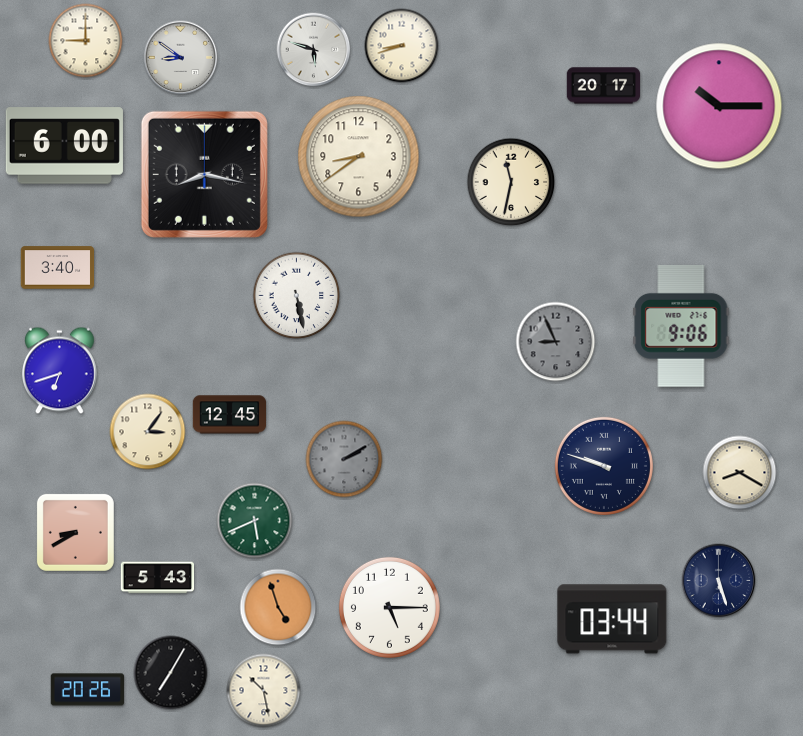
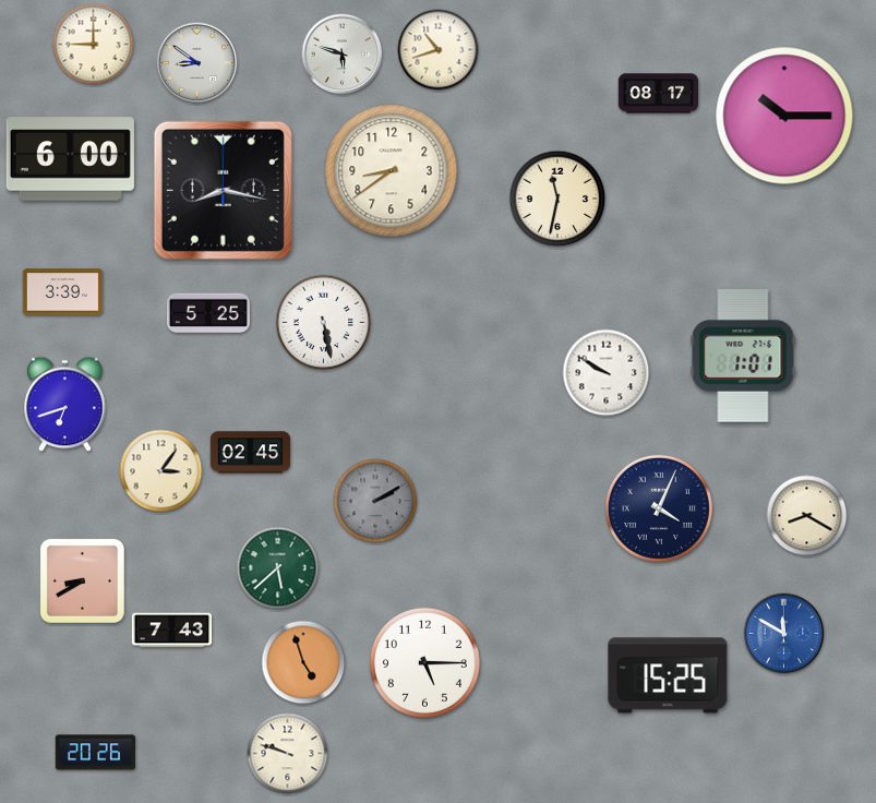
clock at (402, 46): 8:42 -> 10:42
clock at (604, 86): 20:17 -> 08:17
clock at (58, 268): 3:40 -> 3:39
clock at (208, 313): none -> 5:25
clock at (681, 326): 9:06 -> 1:01
clock at (556, 342): 8:56 -> 9:50
clock at (556, 342) dial: grey -> white
clock at (230, 415): 12:45 -> 02:45
clock at (604, 466): 9:48 -> 4:04
clock at (255, 521): 5:41 -> 5:38
clock at (158, 578): 5:43 -> 7:43
clock at (719, 581): 5:27 -> 11:50
clock at (719, 581) dial: navy -> blue
clock at (612, 619): 03:44 -> 15:25
clock at (171, 673): 7:05 -> none
clock at (264, 691): 10:28 -> 9:48
